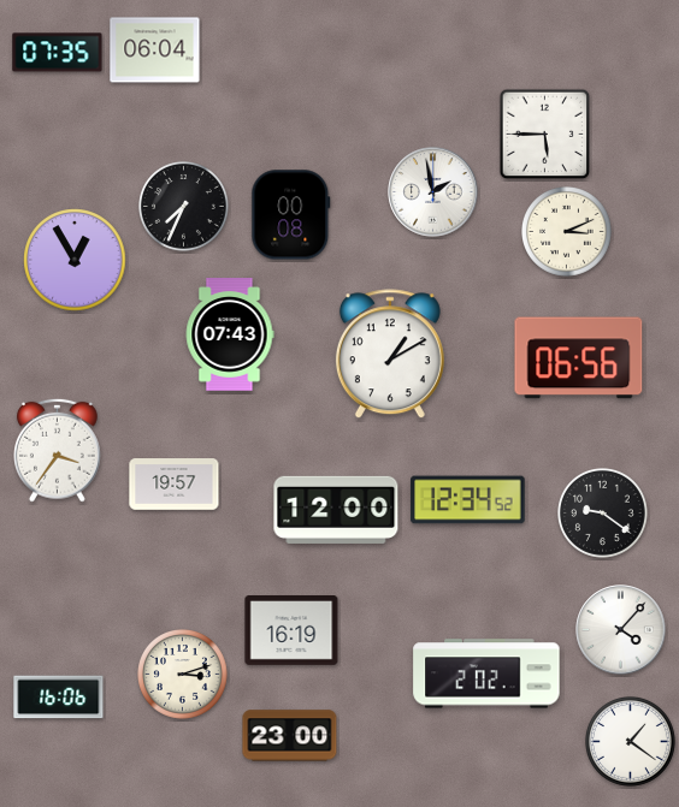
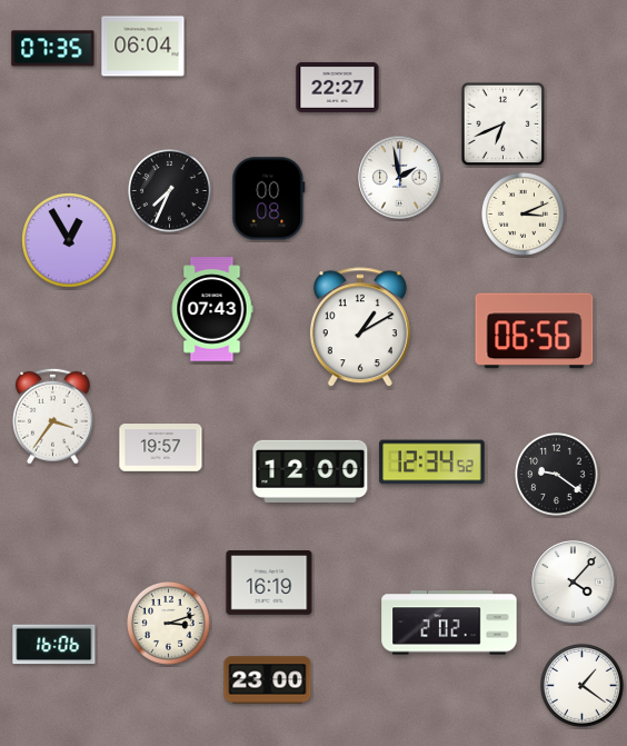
clock at (338, 87): none -> 22:27
clock at (545, 135): 5:45 -> 6:41
